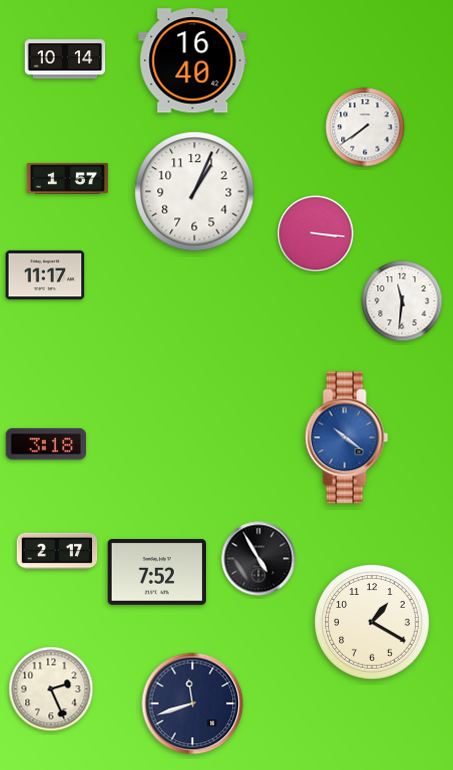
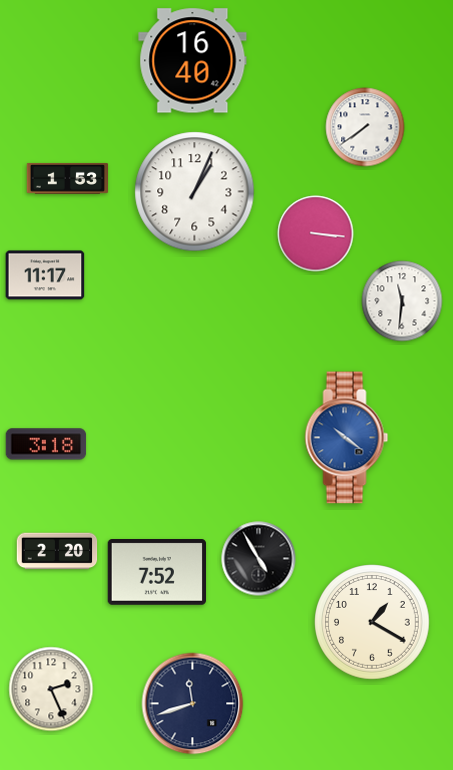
clock at (65, 59): 10:14 -> none
clock at (68, 178): 1:57 -> 1:53
clock at (57, 551): 2:17 -> 2:20
